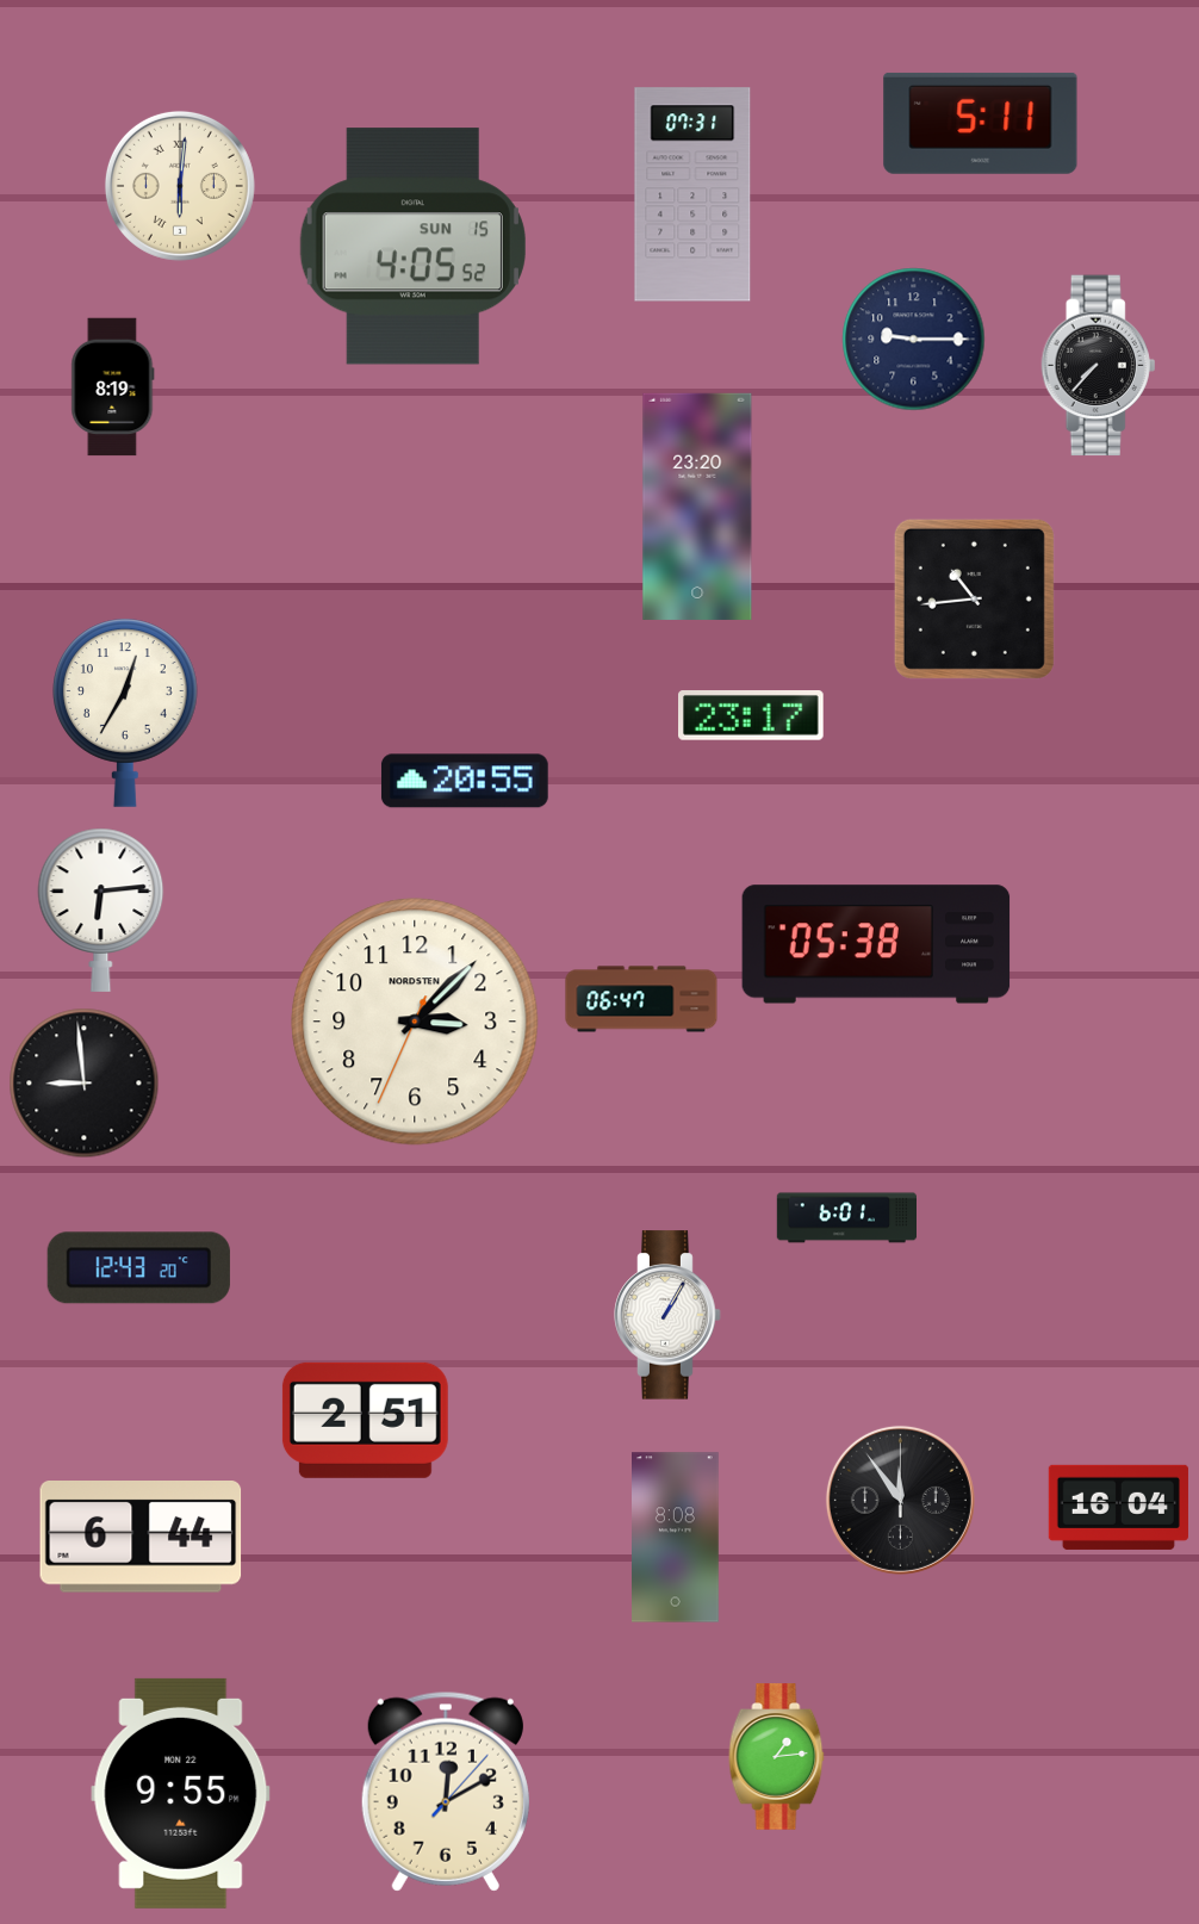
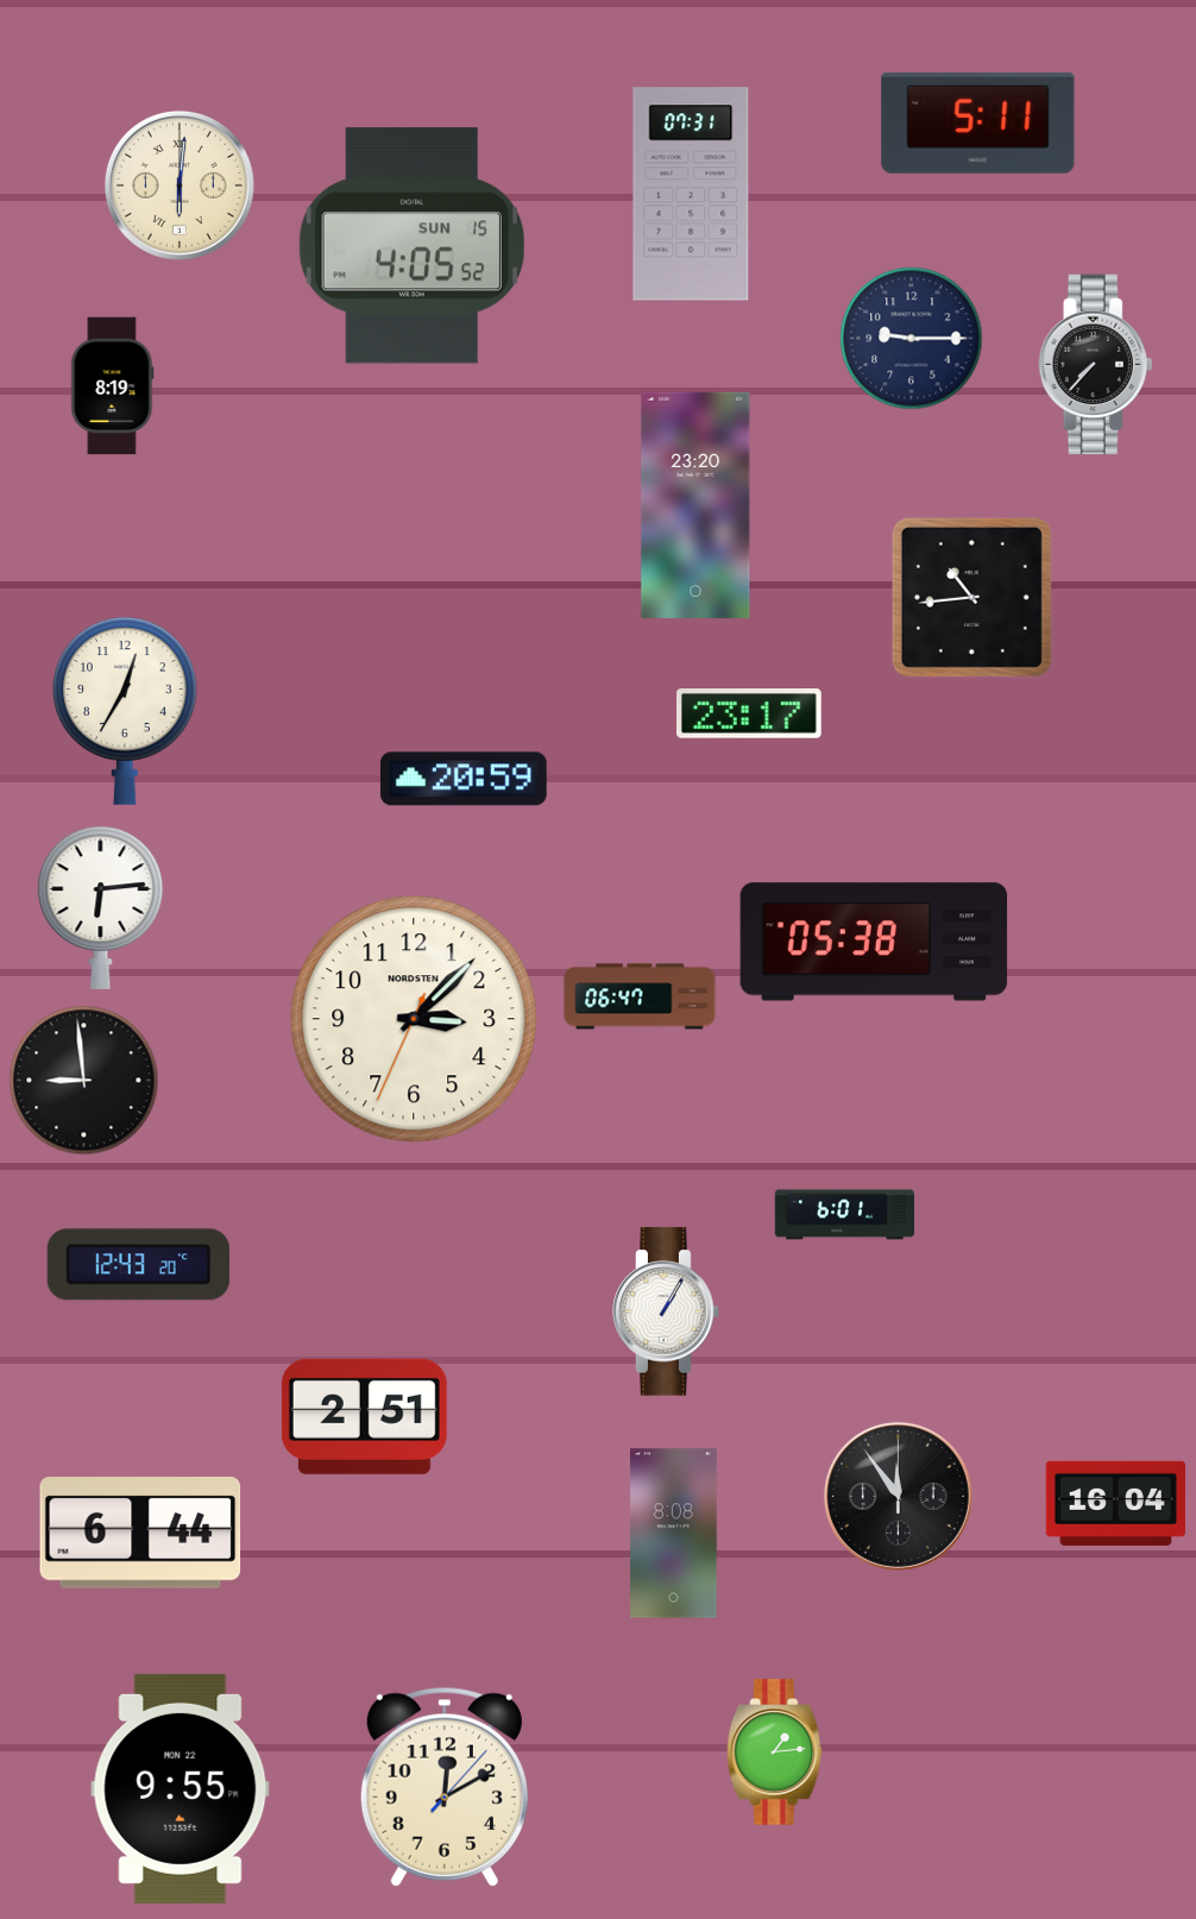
clock at (465, 781): 20:55 -> 20:59
